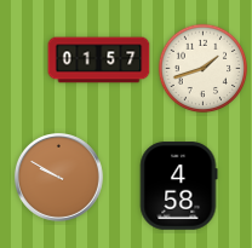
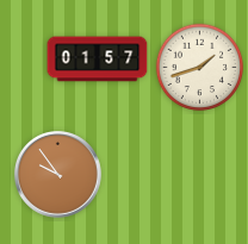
clock at (59, 178): 9:50 -> 9:54
clock at (178, 186): 4:58 -> none
